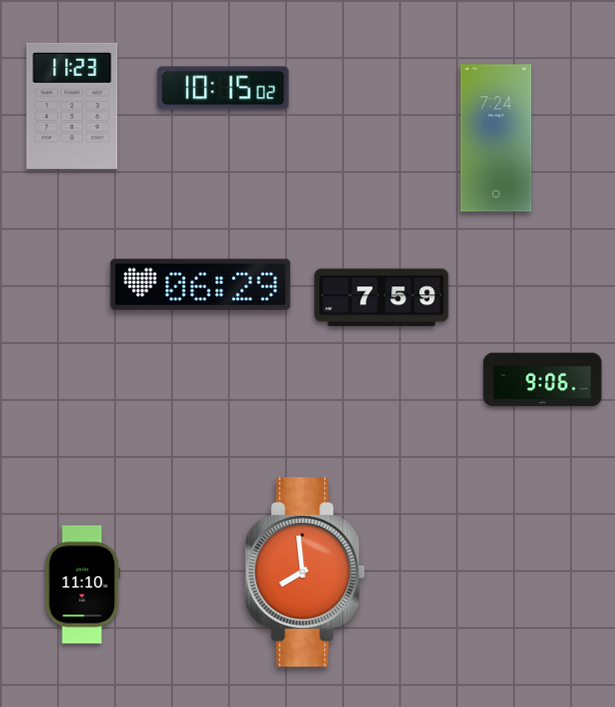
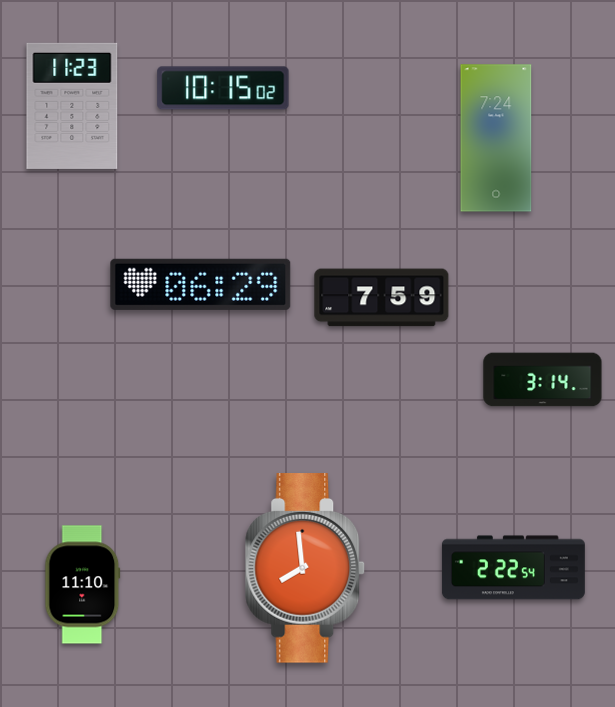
clock at (543, 380): 9:06 -> 3:14
clock at (513, 568): none -> 2:22
clock at (305, 572) position: (305, 572) -> (305, 568)
